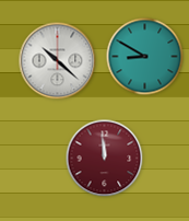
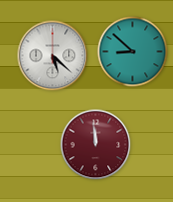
clock at (145, 57): 8:50 -> 8:52
clock at (58, 61): 10:22 -> 5:22
